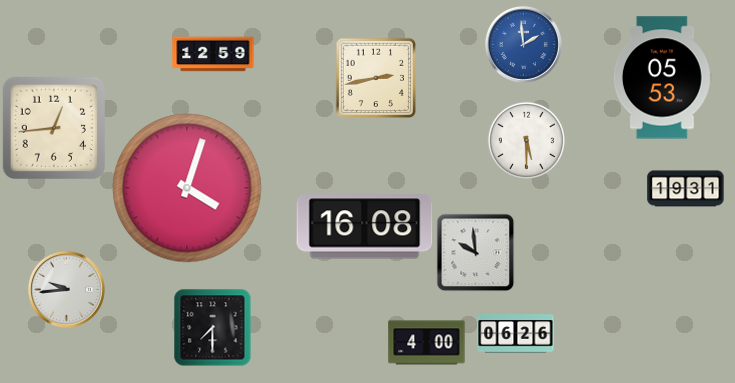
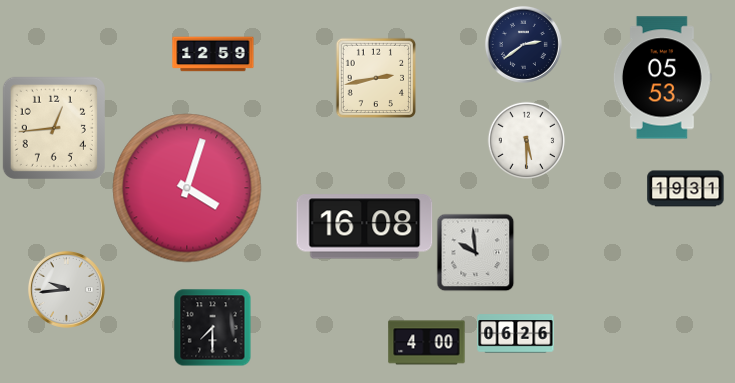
clock at (523, 44): 1:59 -> 2:39
clock at (523, 44) dial: blue -> navy
